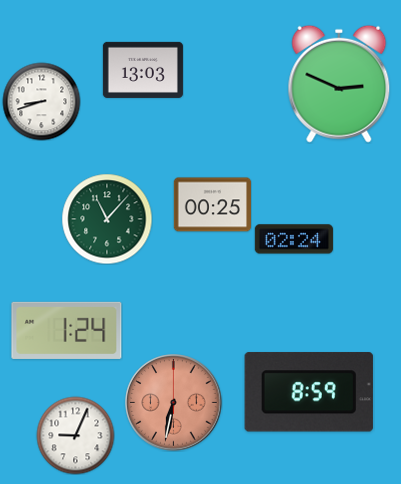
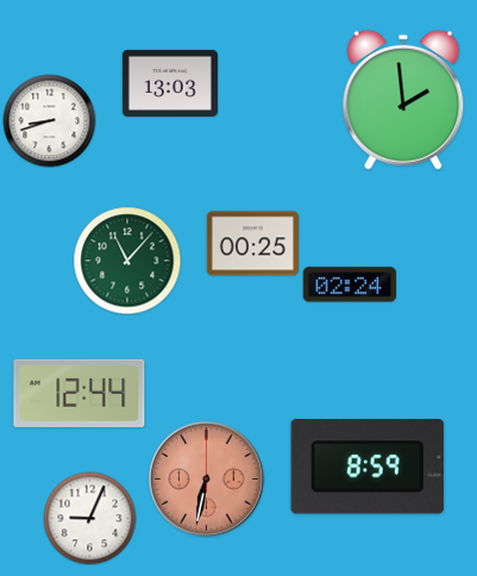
clock at (339, 84): 2:49 -> 1:59
clock at (67, 330): 1:24 -> 12:44
